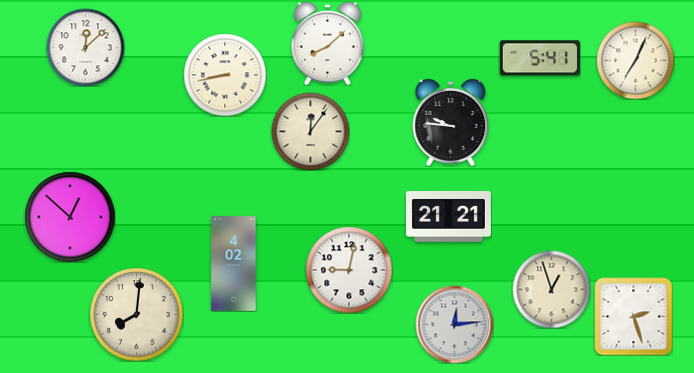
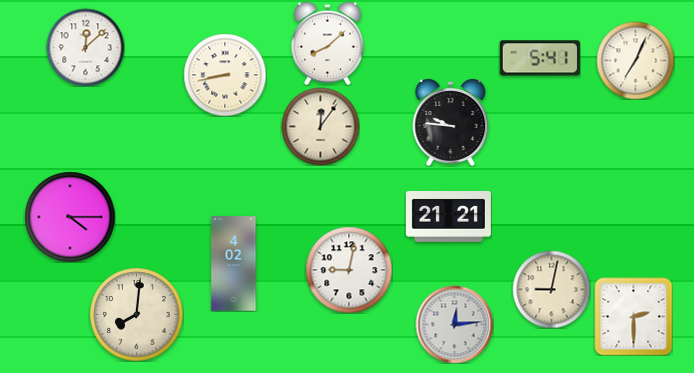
clock at (310, 131) position: (310, 131) -> (320, 126)
clock at (70, 217): 12:52 -> 4:15
clock at (551, 289): 12:57 -> 9:02
clock at (633, 316): 2:27 -> 2:30
